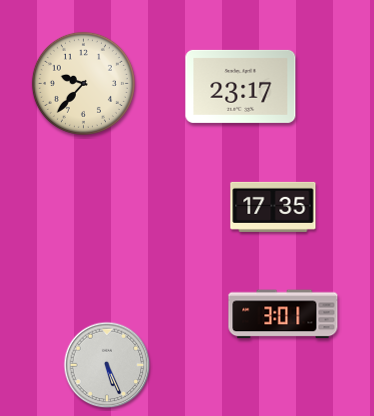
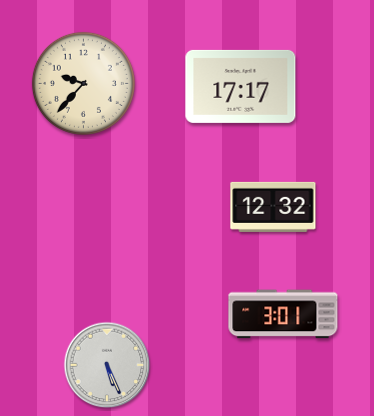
clock at (241, 86): 23:17 -> 17:17
clock at (273, 207): 17:35 -> 12:32
